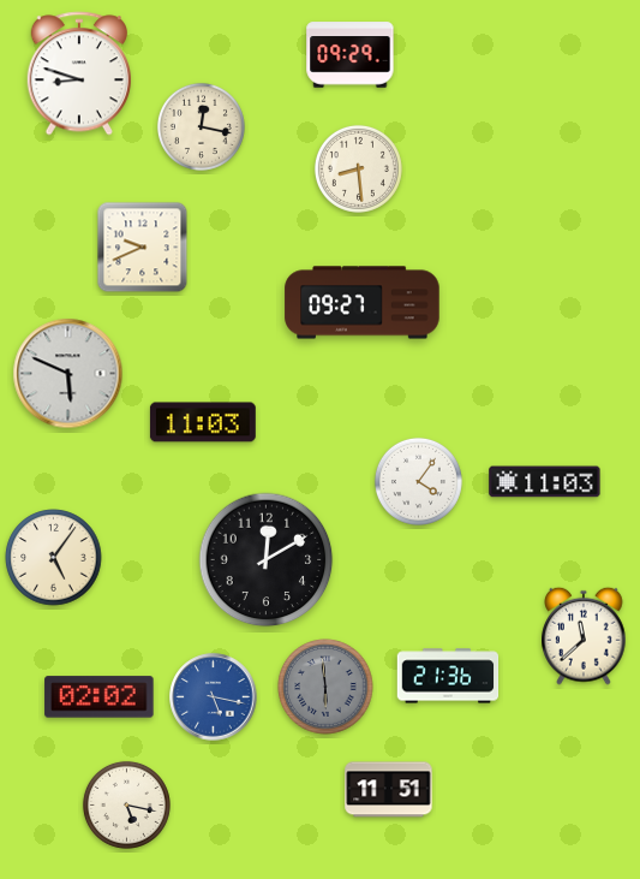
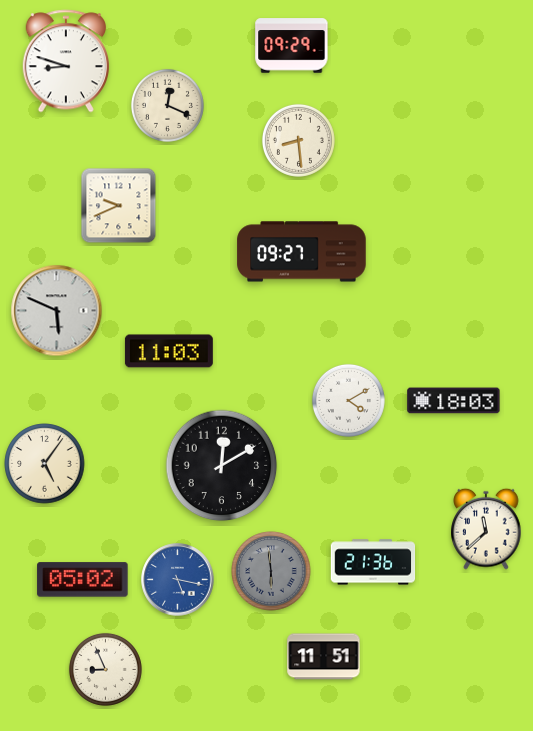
clock at (201, 126): 12:17 -> 12:19
clock at (418, 481): 4:06 -> 4:10
clock at (545, 482): 11:03 -> 18:03
clock at (100, 697): 02:02 -> 05:02
clock at (126, 804): 5:17 -> 8:56
